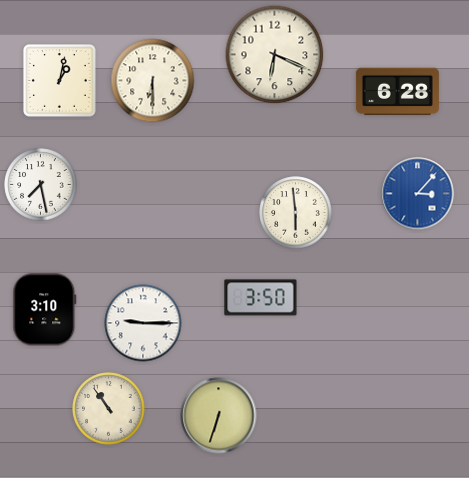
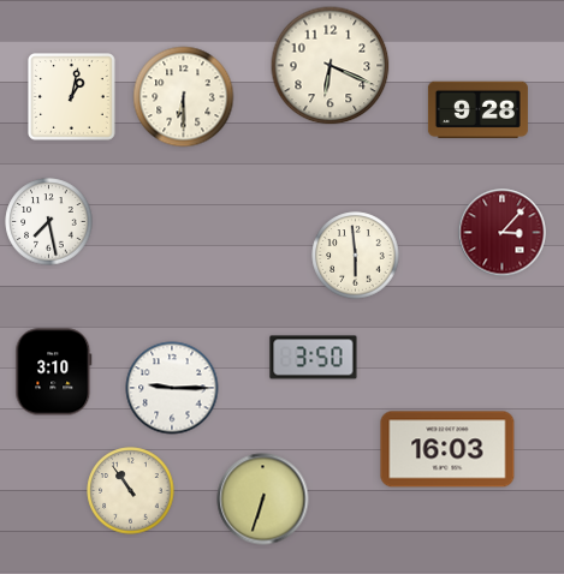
clock at (397, 92): 6:28 -> 9:28
clock at (418, 194) dial: blue -> burgundy
clock at (447, 449): none -> 16:03
